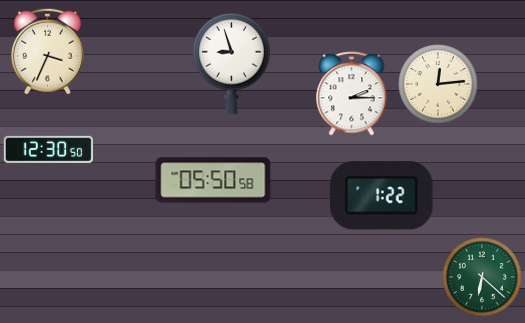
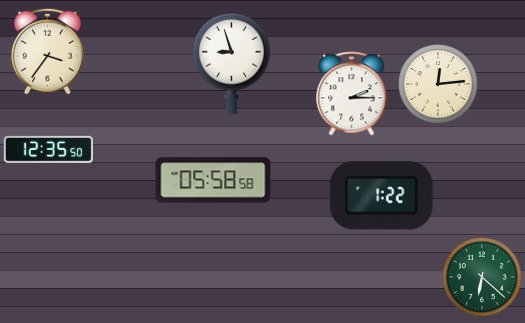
clock at (47, 51): 3:34 -> 3:36
clock at (49, 149): 12:30 -> 12:35
clock at (213, 180): 05:50 -> 05:58
